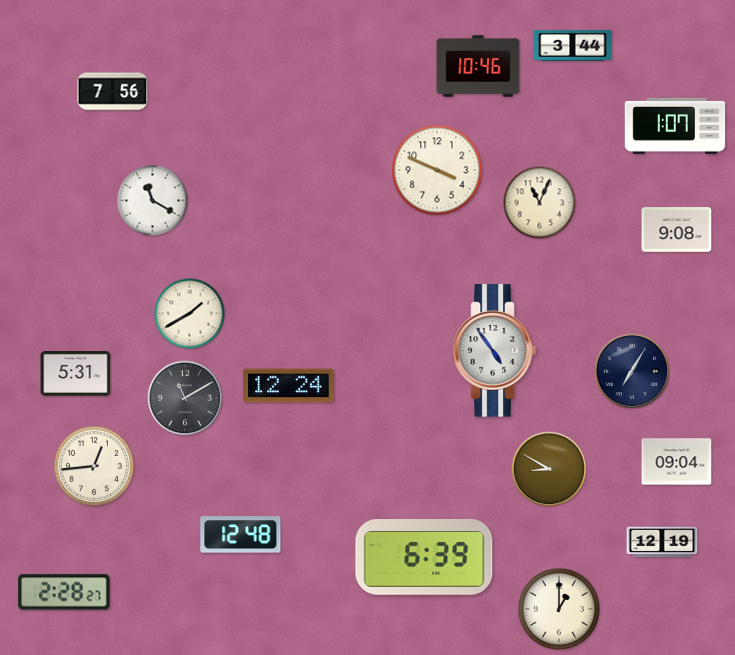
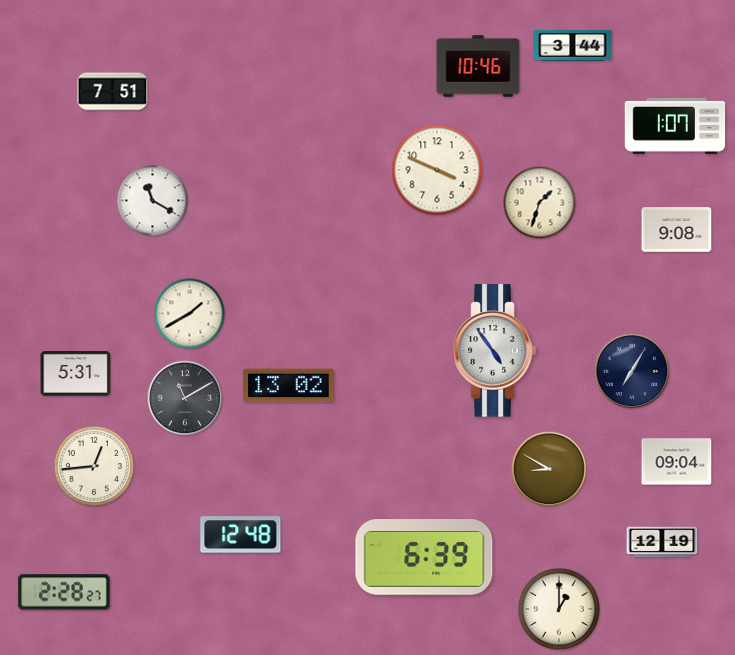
clock at (113, 92): 7:56 -> 7:51
clock at (540, 203): 11:04 -> 1:33
clock at (289, 386): 12:24 -> 13:02
